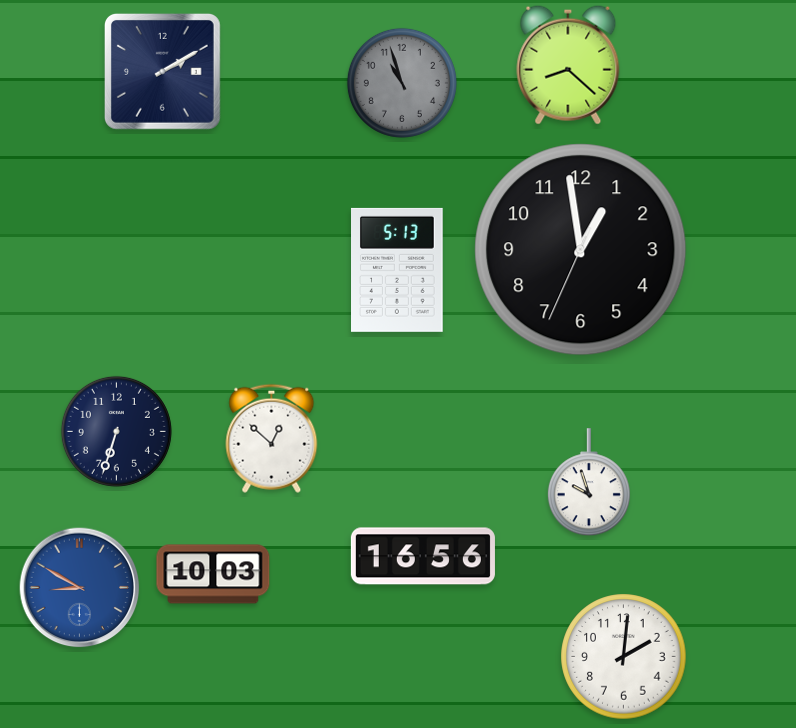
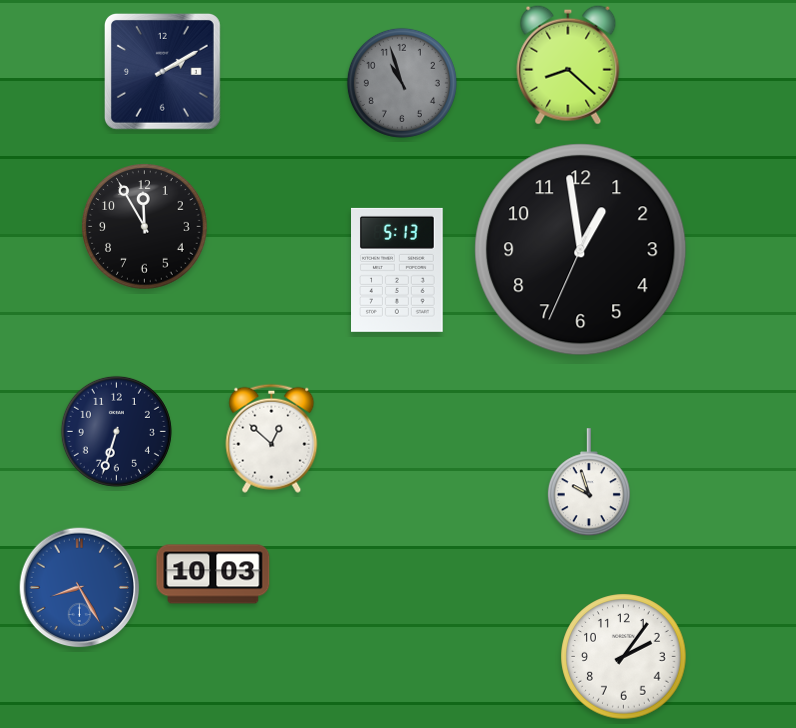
clock at (145, 227): none -> 11:55
clock at (423, 556): 16:56 -> none
clock at (80, 588): 8:50 -> 8:25
clock at (624, 657): 2:01 -> 2:06
